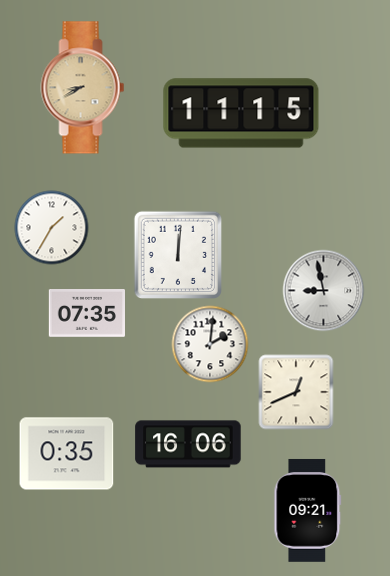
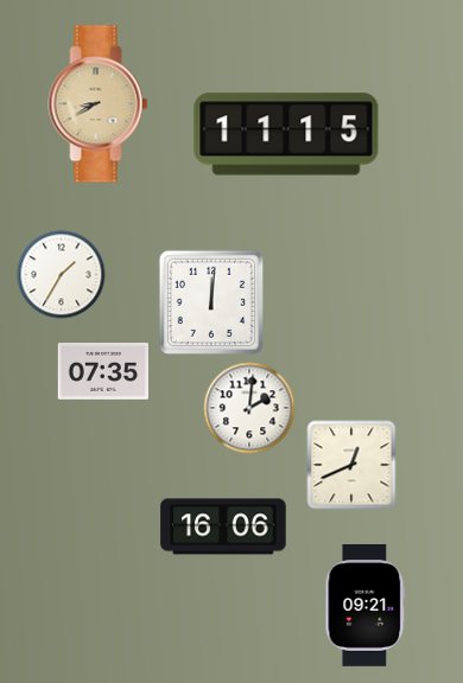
clock at (52, 228) position: (52, 228) -> (62, 275)
clock at (324, 291): 8:58 -> none
clock at (67, 454): 0:35 -> none
